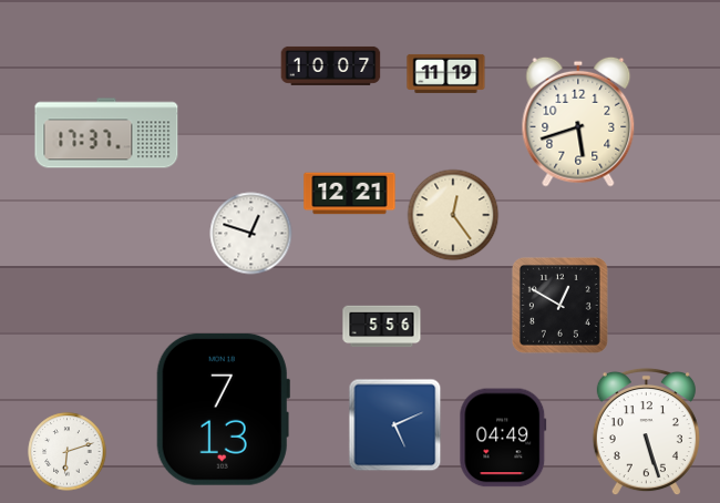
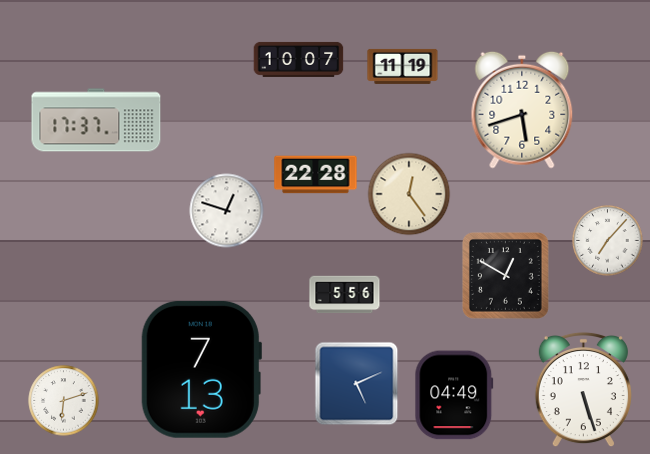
clock at (350, 194): 12:21 -> 22:28
clock at (608, 241): none -> 7:07
clock at (68, 452) position: (68, 452) -> (64, 401)
